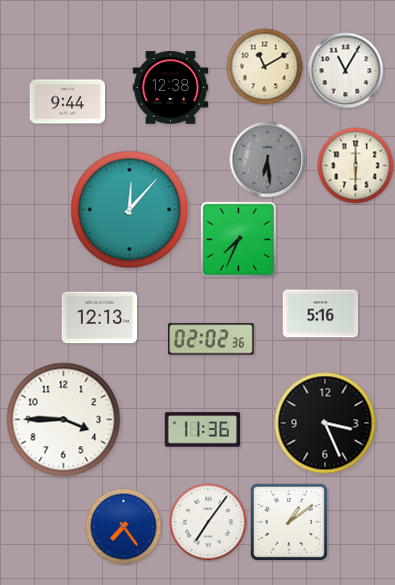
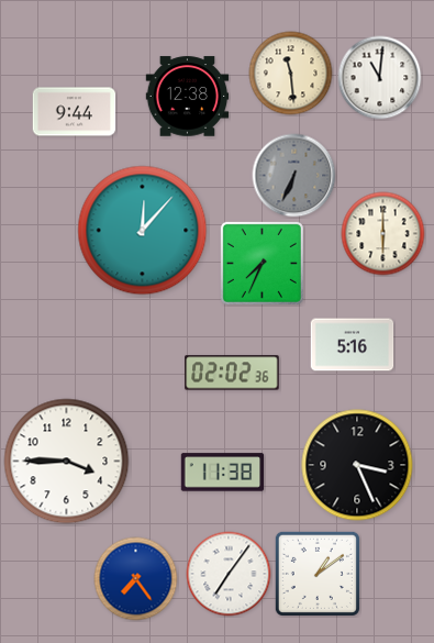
clock at (265, 67): 11:10 -> 11:29
clock at (346, 71): 11:05 -> 11:01
clock at (268, 160): 6:29 -> 6:34
clock at (356, 166) position: (356, 166) -> (383, 234)
clock at (100, 318): 12:13 -> none
clock at (64, 420) position: (64, 420) -> (67, 462)
clock at (203, 430): 11:36 -> 11:38
